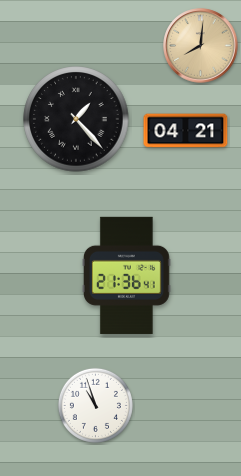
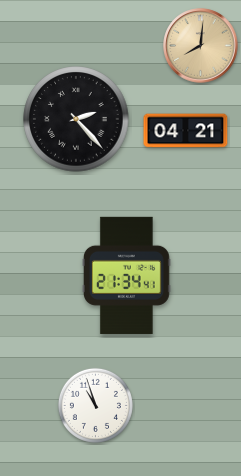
clock at (76, 119): 1:23 -> 2:23
clock at (126, 275): 21:36 -> 21:34
